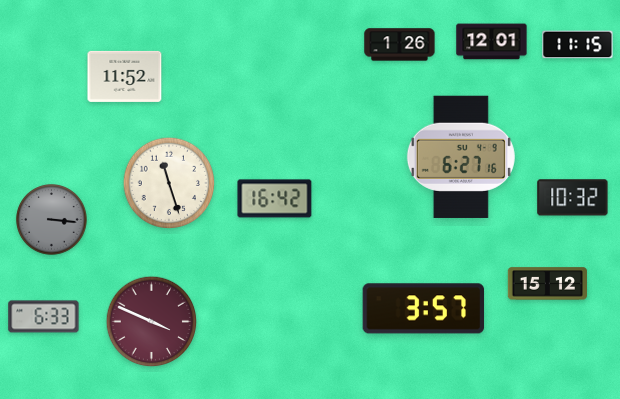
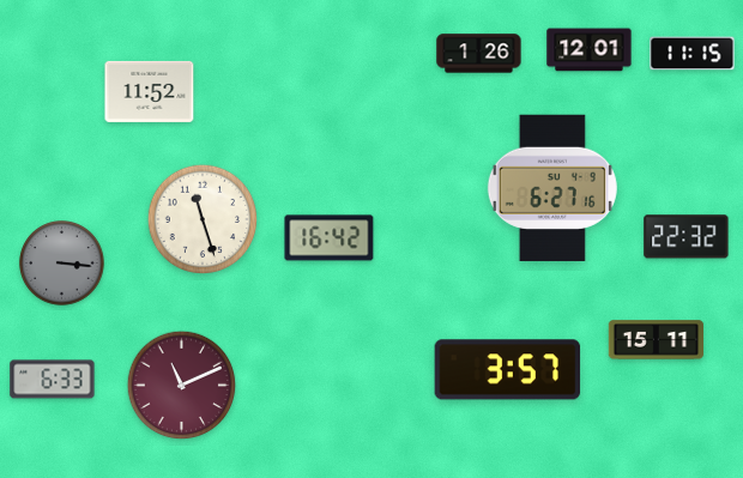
clock at (573, 198): 10:32 -> 22:32
clock at (547, 284): 15:12 -> 15:11
clock at (152, 322): 3:49 -> 11:11
